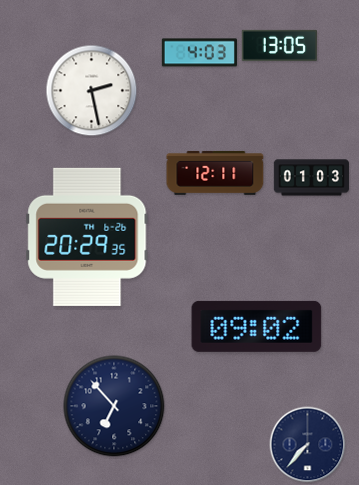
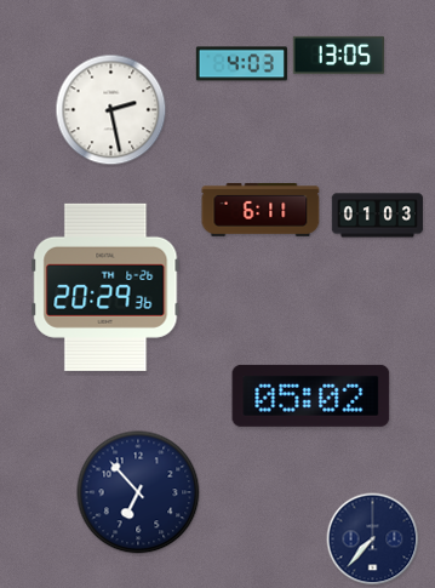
clock at (215, 173): 12:11 -> 6:11
clock at (87, 237): 20:29:35 -> 20:29:36
clock at (257, 326): 09:02 -> 05:02
